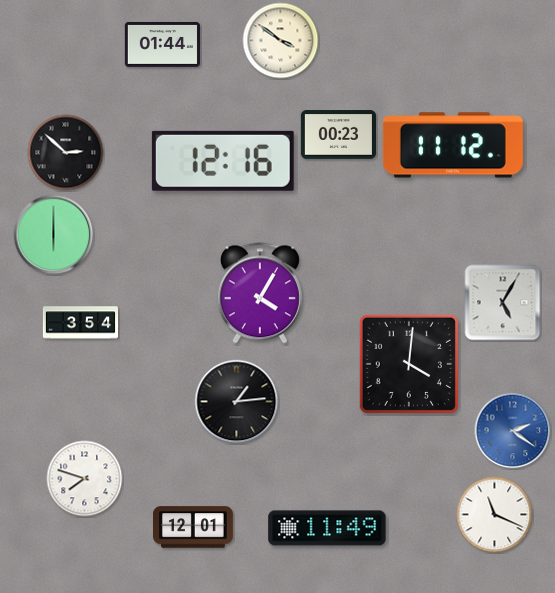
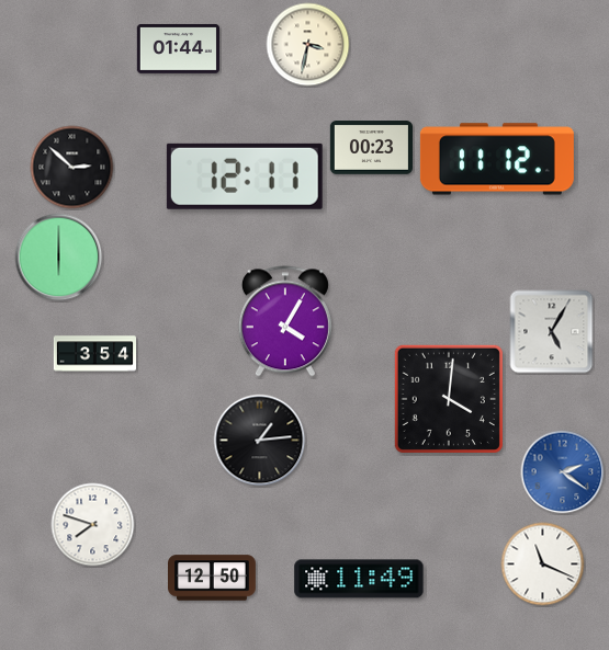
clock at (281, 41): 3:51 -> 3:32
clock at (223, 161): 12:16 -> 12:11
clock at (80, 323) position: (80, 323) -> (94, 354)
clock at (194, 527): 12:01 -> 12:50
